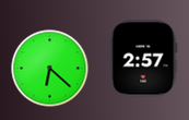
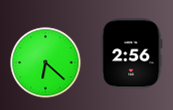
clock at (144, 59): 2:57 -> 2:56
